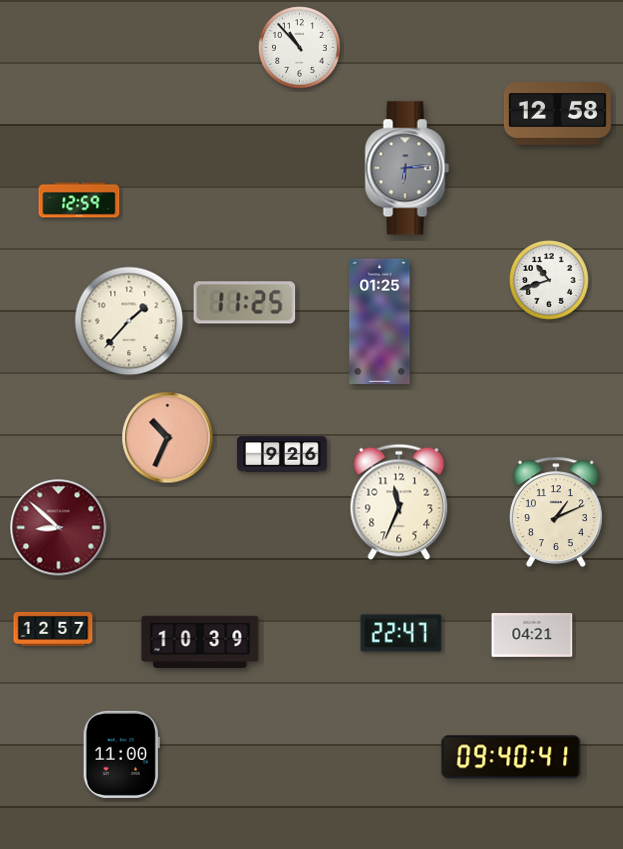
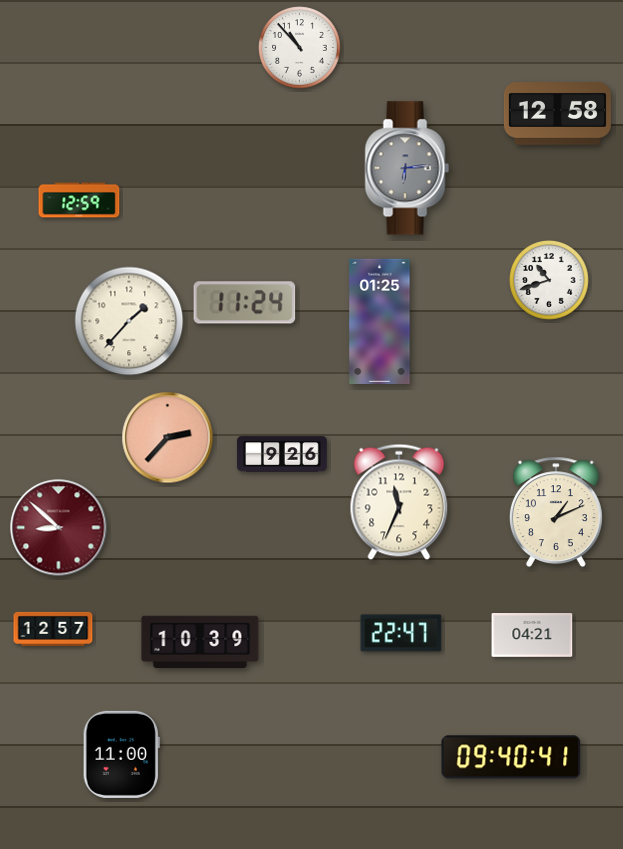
clock at (245, 303): 11:25 -> 11:24
clock at (168, 438): 10:34 -> 2:37
